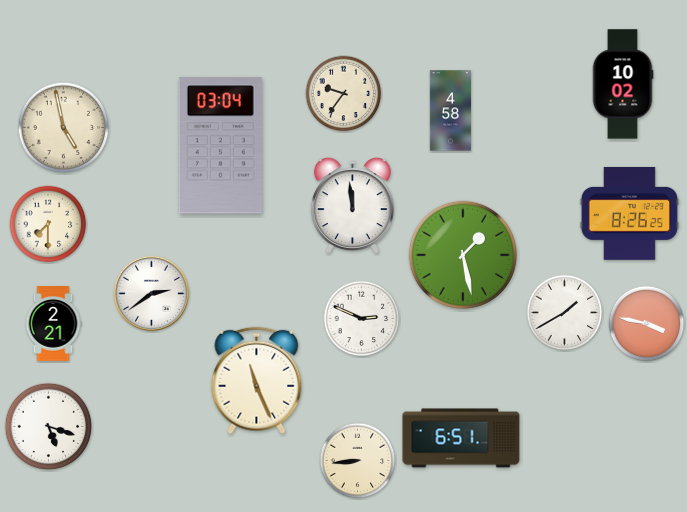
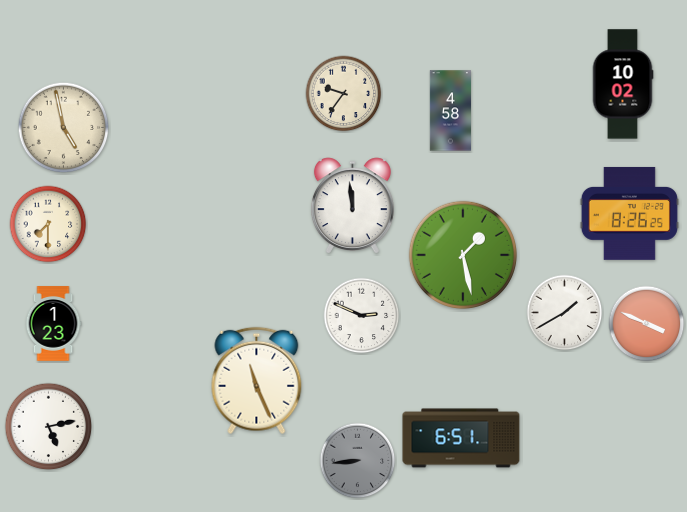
clock at (220, 146): 03:04 -> none
clock at (151, 293): 2:39 -> none
clock at (362, 319) position: (362, 319) -> (362, 316)
clock at (53, 324): 2:21 -> 1:23
clock at (647, 324): 3:47 -> 3:49
clock at (49, 427): 5:18 -> 5:13
clock at (358, 461) dial: cream -> grey
